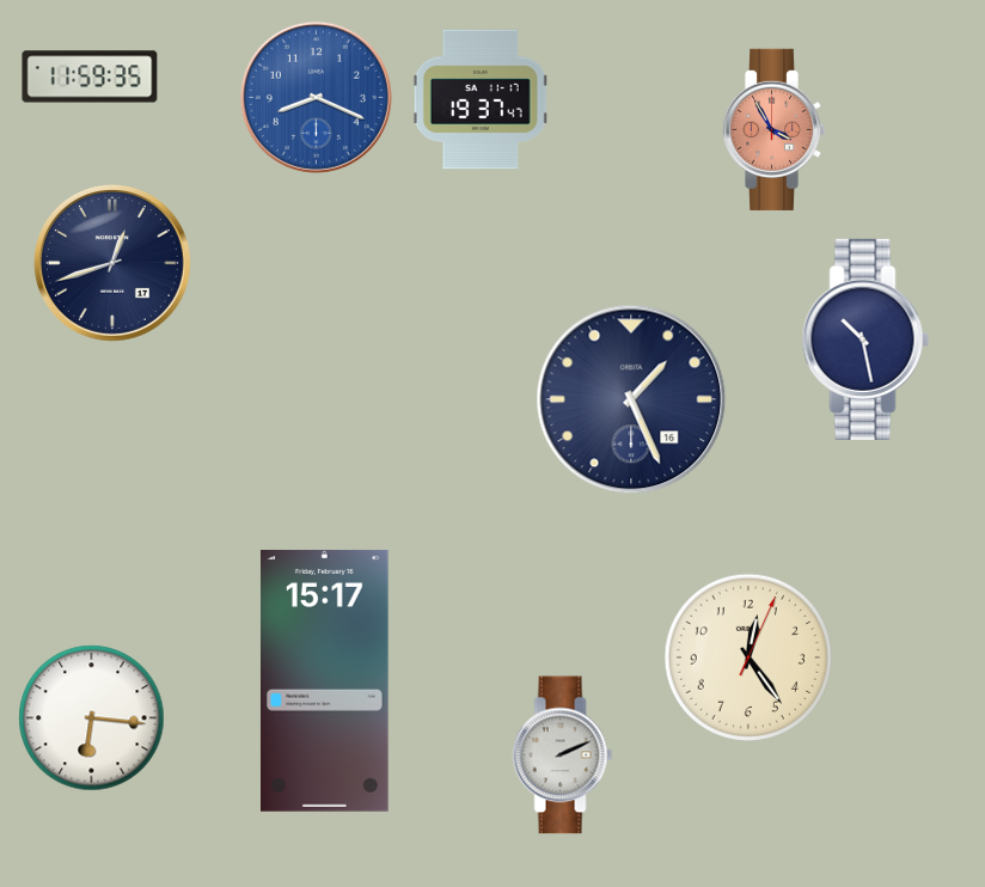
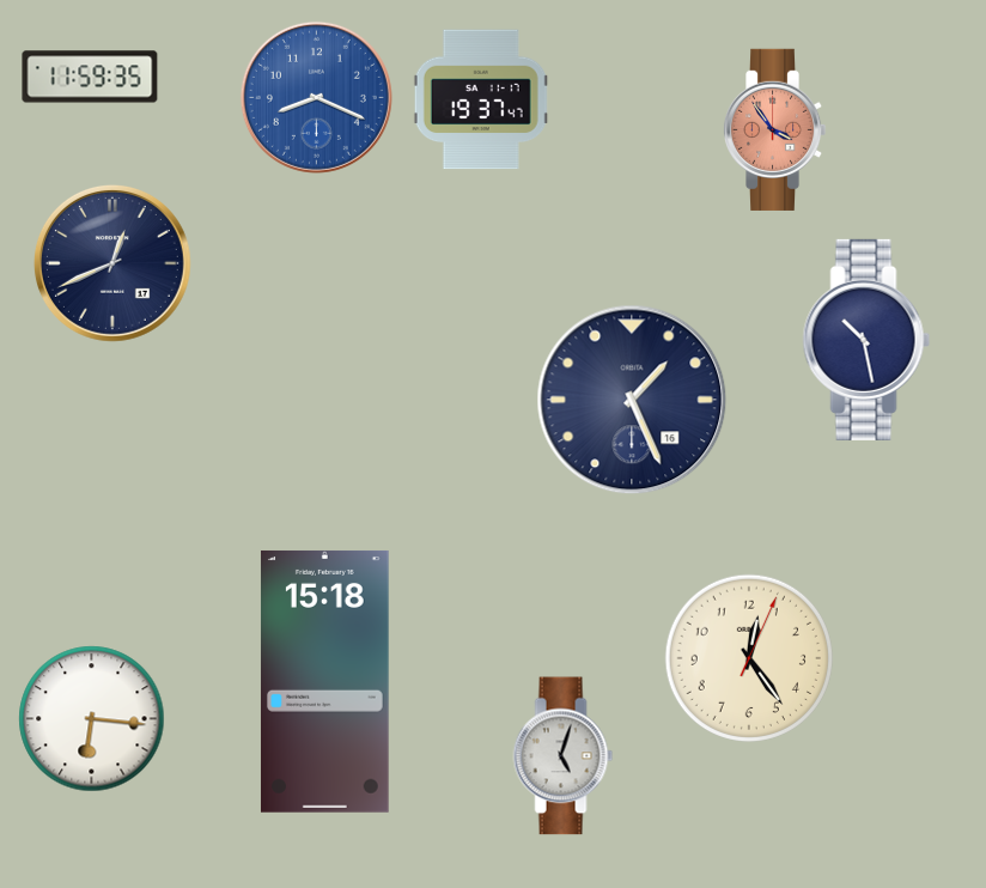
clock at (773, 129): 3:55 -> 3:54
clock at (112, 263): 12:42 -> 12:41
clock at (324, 680): 15:17 -> 15:18
clock at (563, 756): 2:11 -> 5:03
